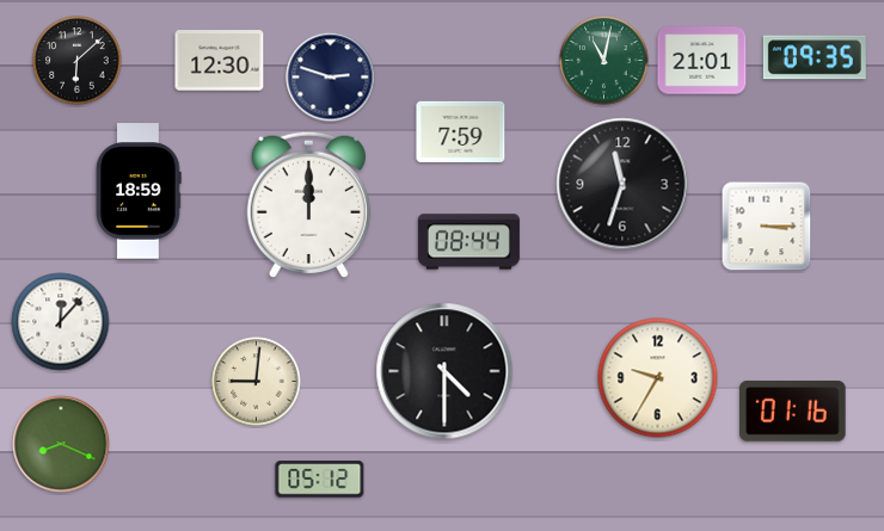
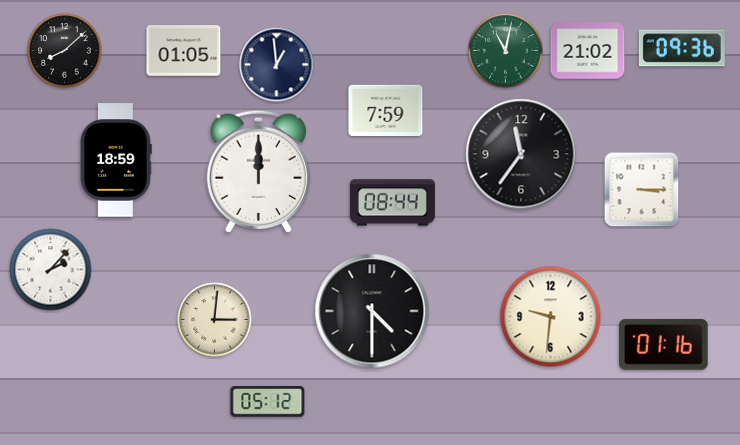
clock at (815, 57): 09:35 -> 09:36
clock at (78, 61): 6:08 -> 8:08
clock at (220, 61): 12:30 -> 01:05
clock at (702, 61): 21:01 -> 21:02
clock at (331, 78): 2:48 -> 12:59
clock at (622, 184): 11:33 -> 11:36
clock at (61, 322): 12:07 -> 2:07
clock at (658, 378): 9:35 -> 9:31
clock at (257, 382): 9:01 -> 3:01
clock at (61, 444): 8:19 -> none
